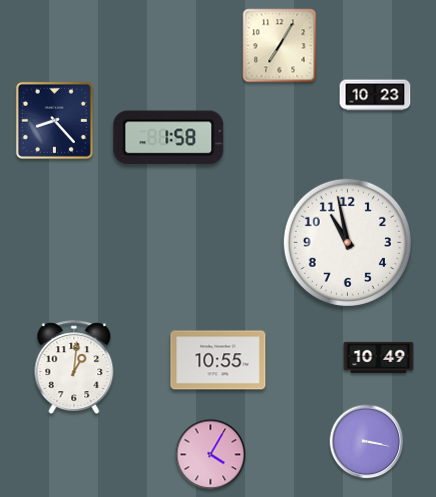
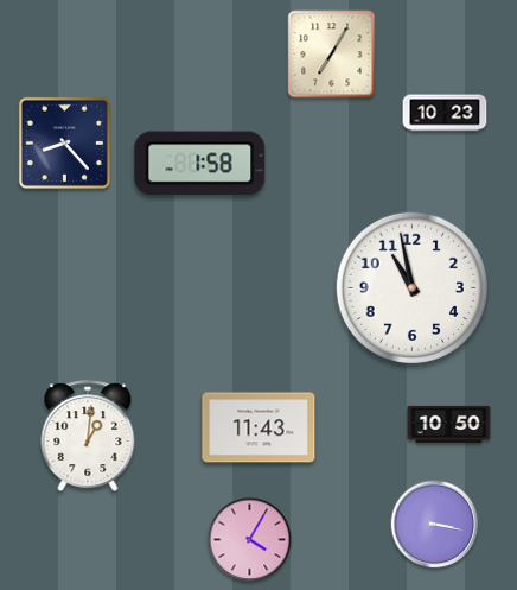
clock at (379, 357): 10:49 -> 10:50
clock at (218, 360): 10:55 -> 11:43
